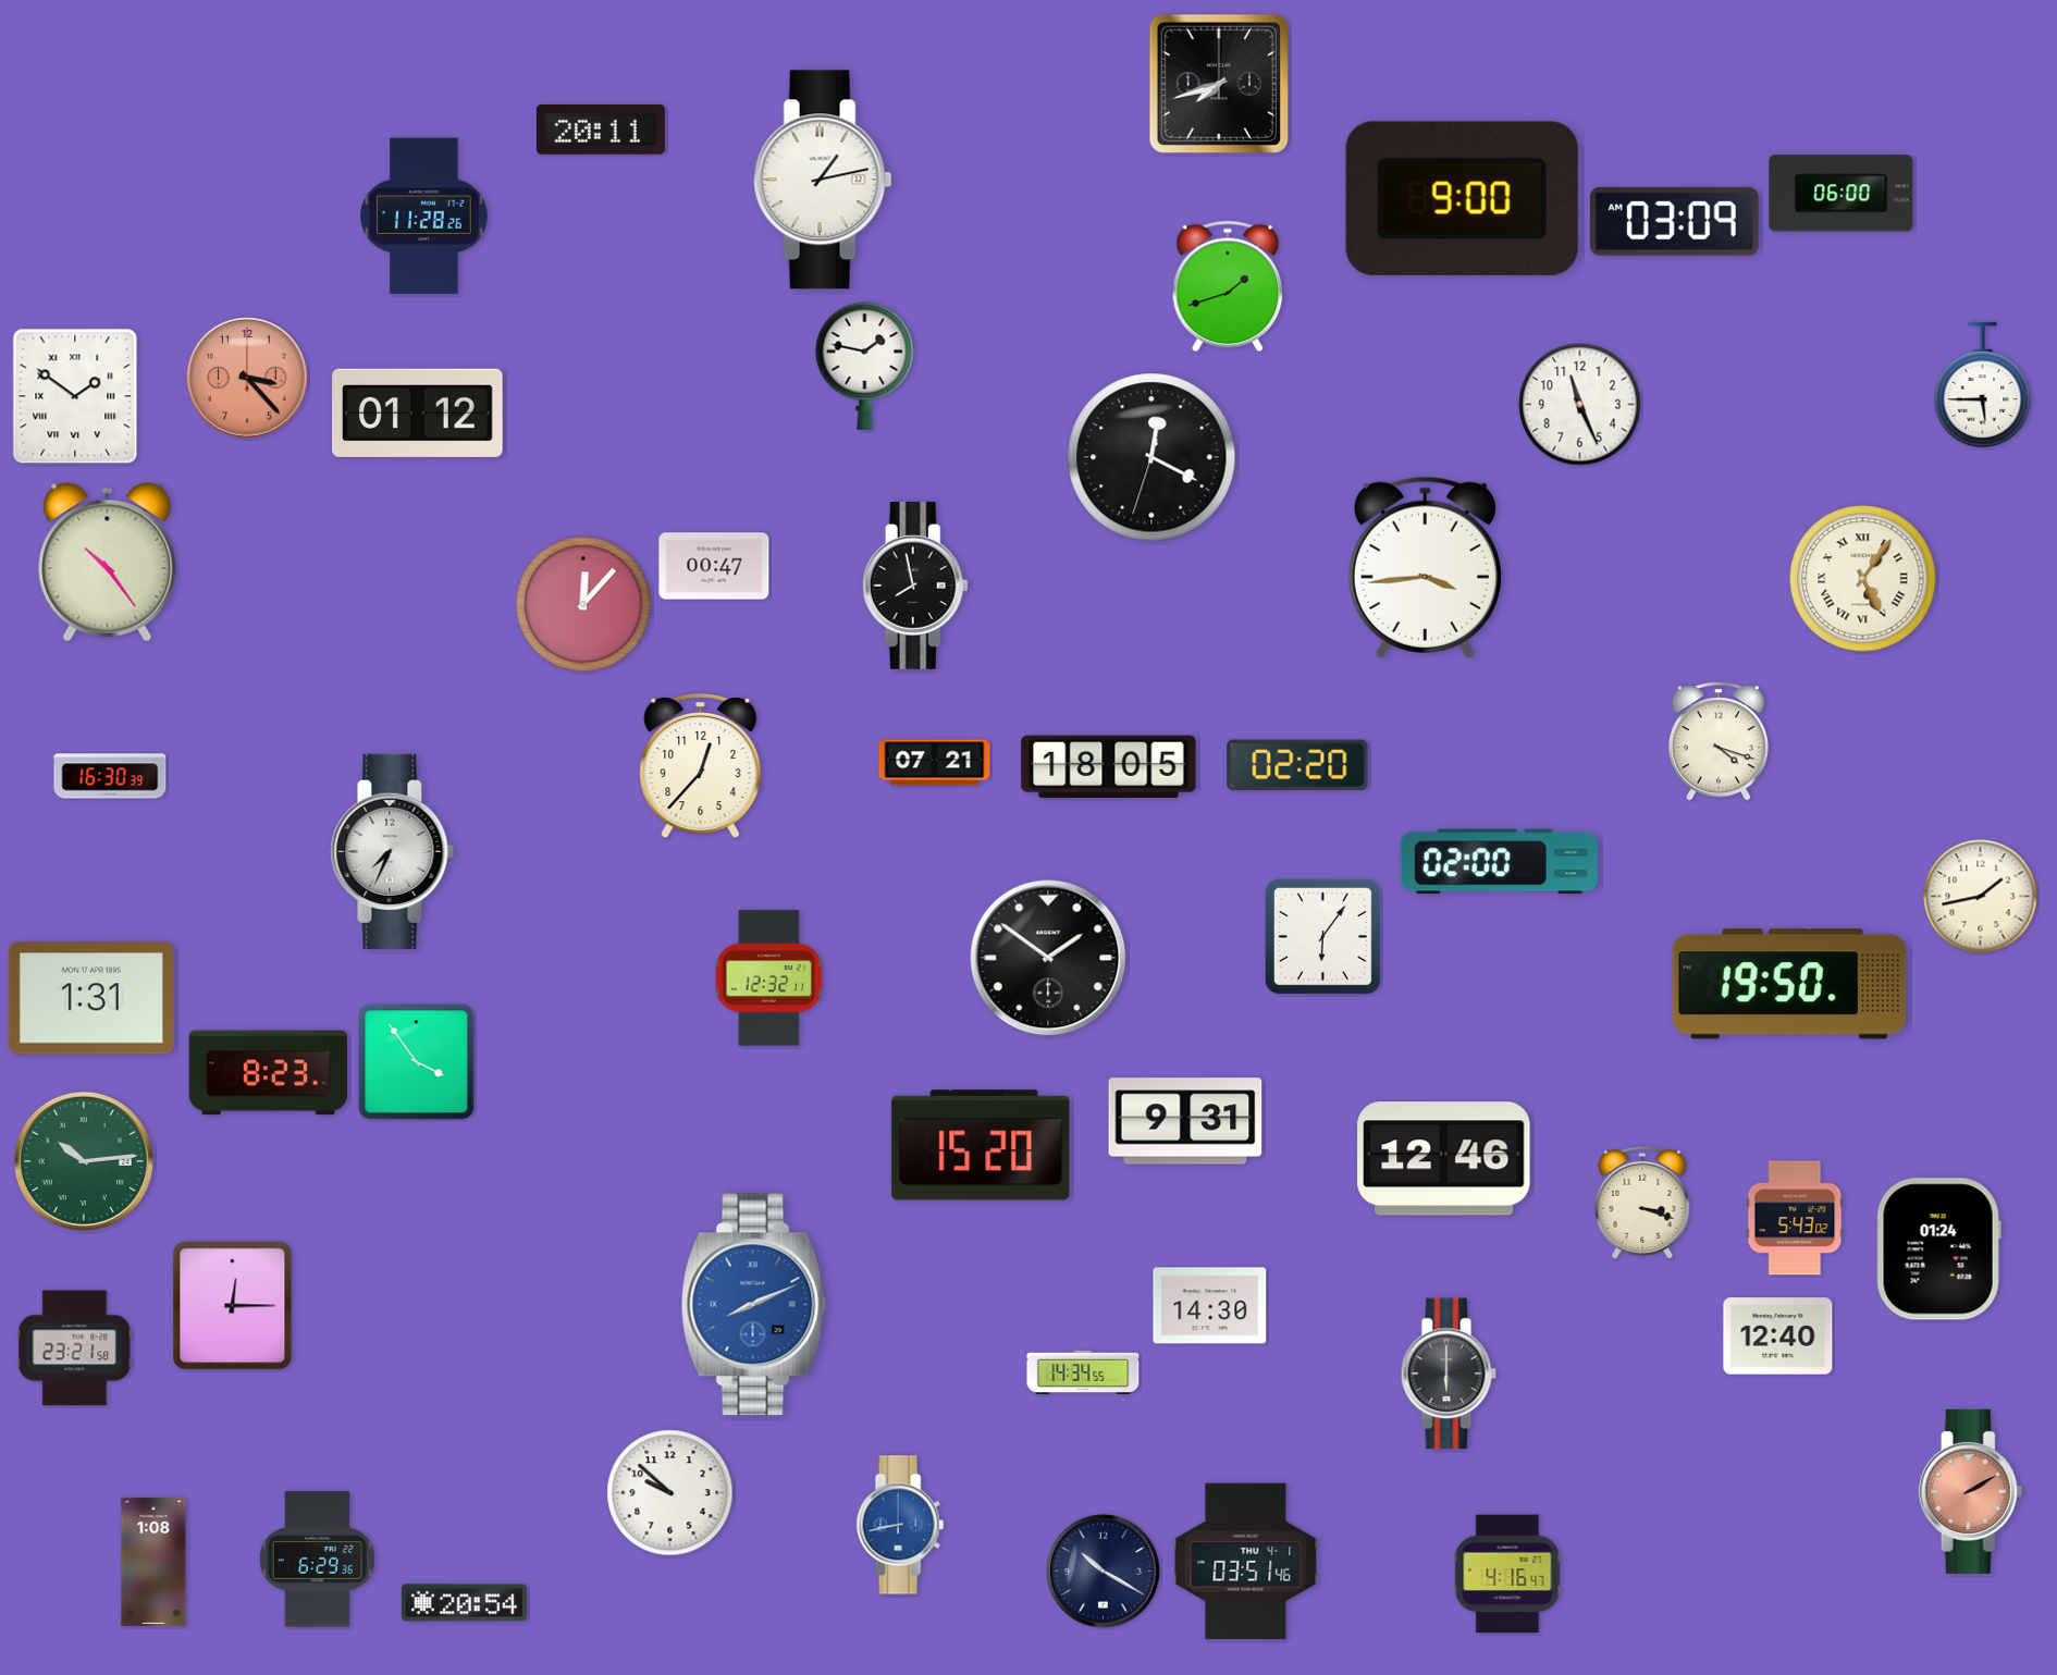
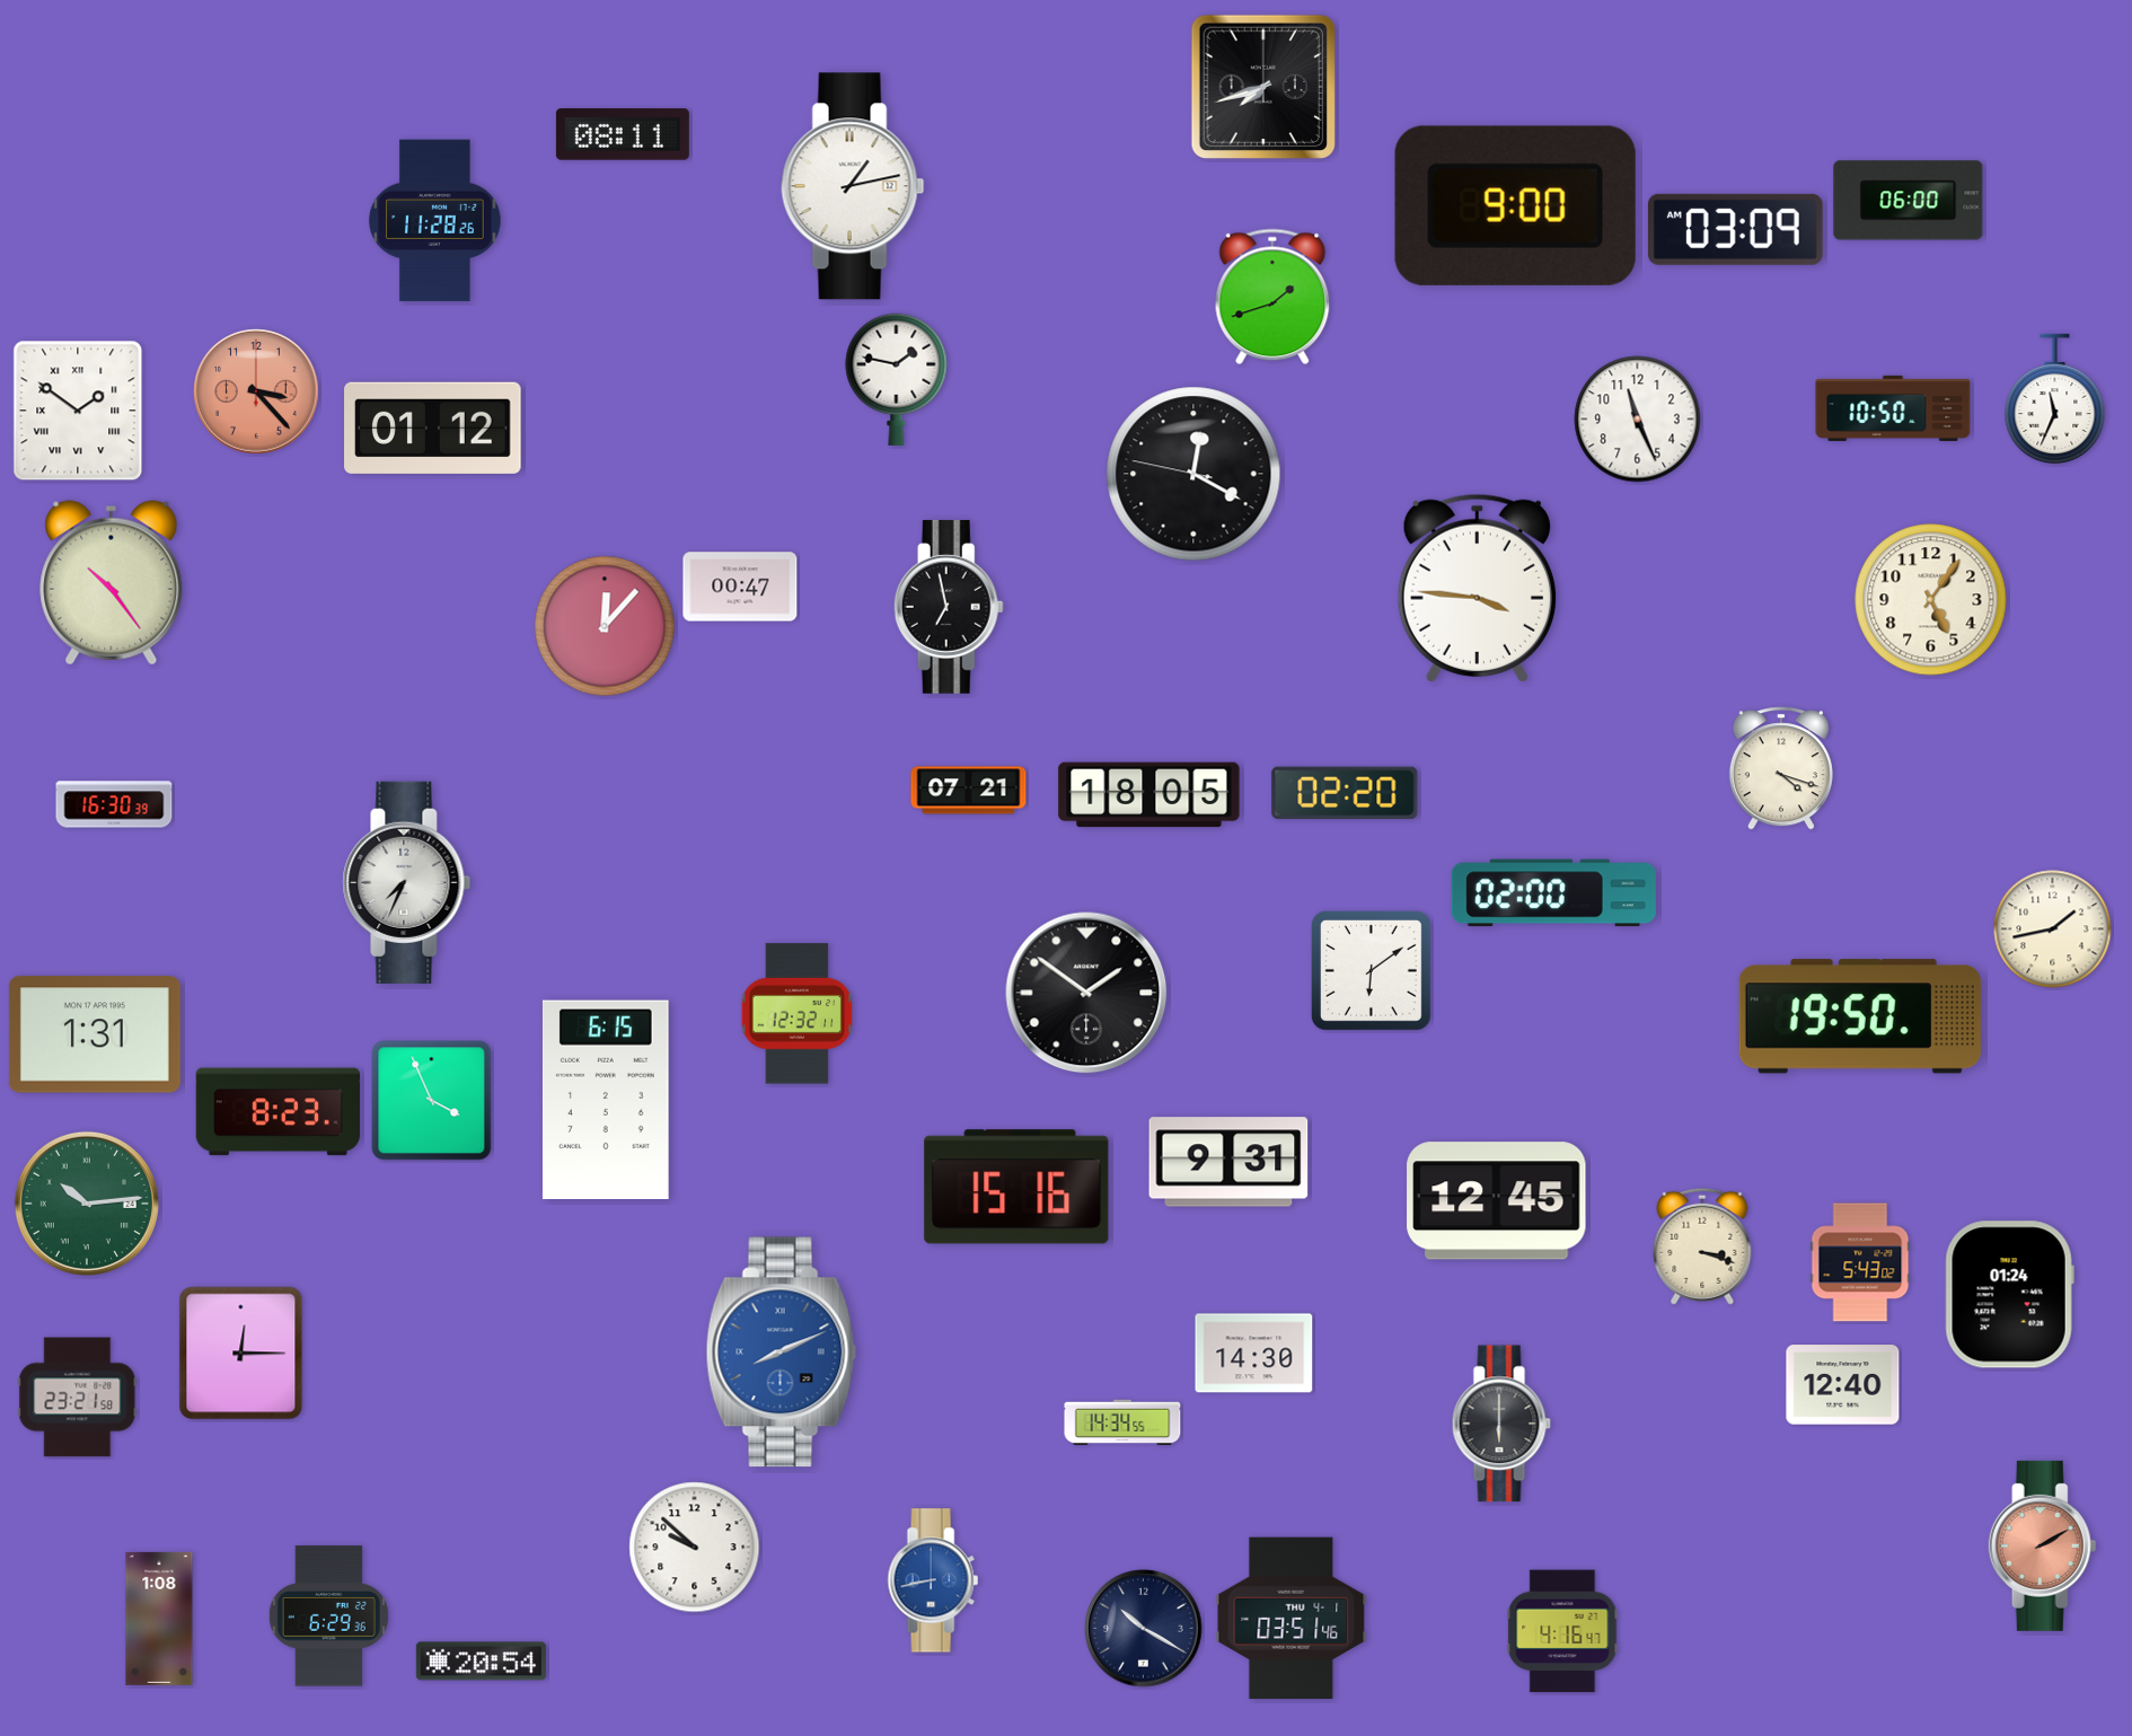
clock at (601, 130): 20:11 -> 08:11
clock at (424, 217) position: (424, 217) -> (435, 221)
clock at (1983, 385): 5:45 -> 11:34
clock at (1893, 408): none -> 10:50
clock at (1151, 457): 12:19:33 -> 12:19:47
clock at (1425, 567): 3:44 -> 3:46
clock at (1863, 579) numerals: Roman -> Arabic
clock at (915, 586): 7:58 -> 6:58
clock at (701, 766): 12:37 -> none
clock at (1322, 936): 6:06 -> 6:09
clock at (1789, 984) position: (1789, 984) -> (1860, 1016)
clock at (606, 1099): none -> 6:15
clock at (417, 1062): 3:54 -> 3:56
clock at (981, 1145): 15:20 -> 15:16
clock at (1444, 1159): 12:46 -> 12:45
